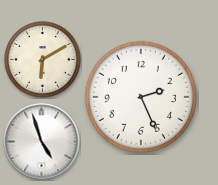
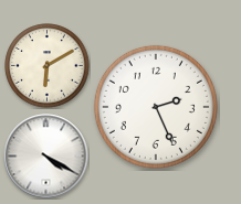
clock at (42, 142): 4:57 -> 4:20
